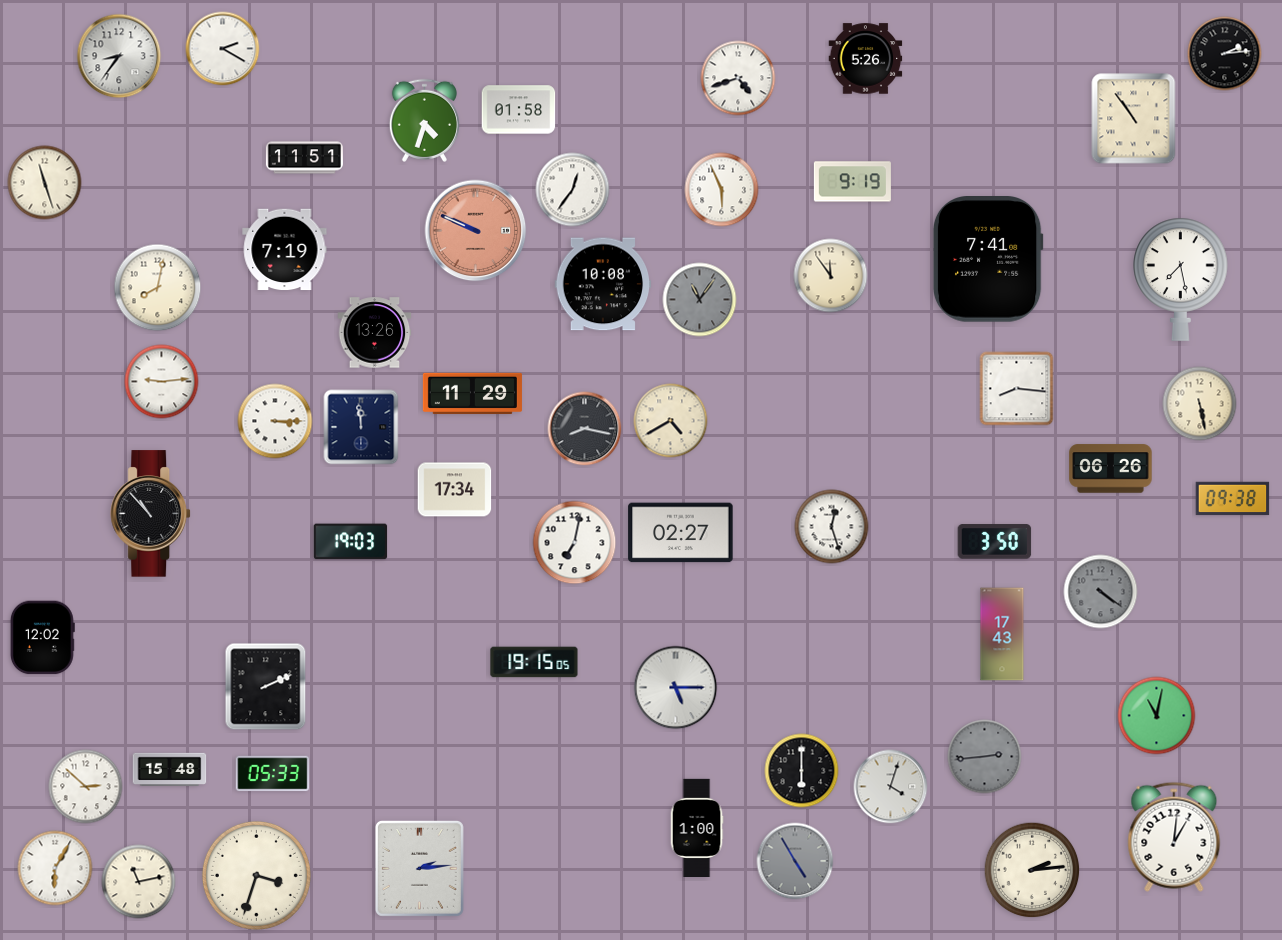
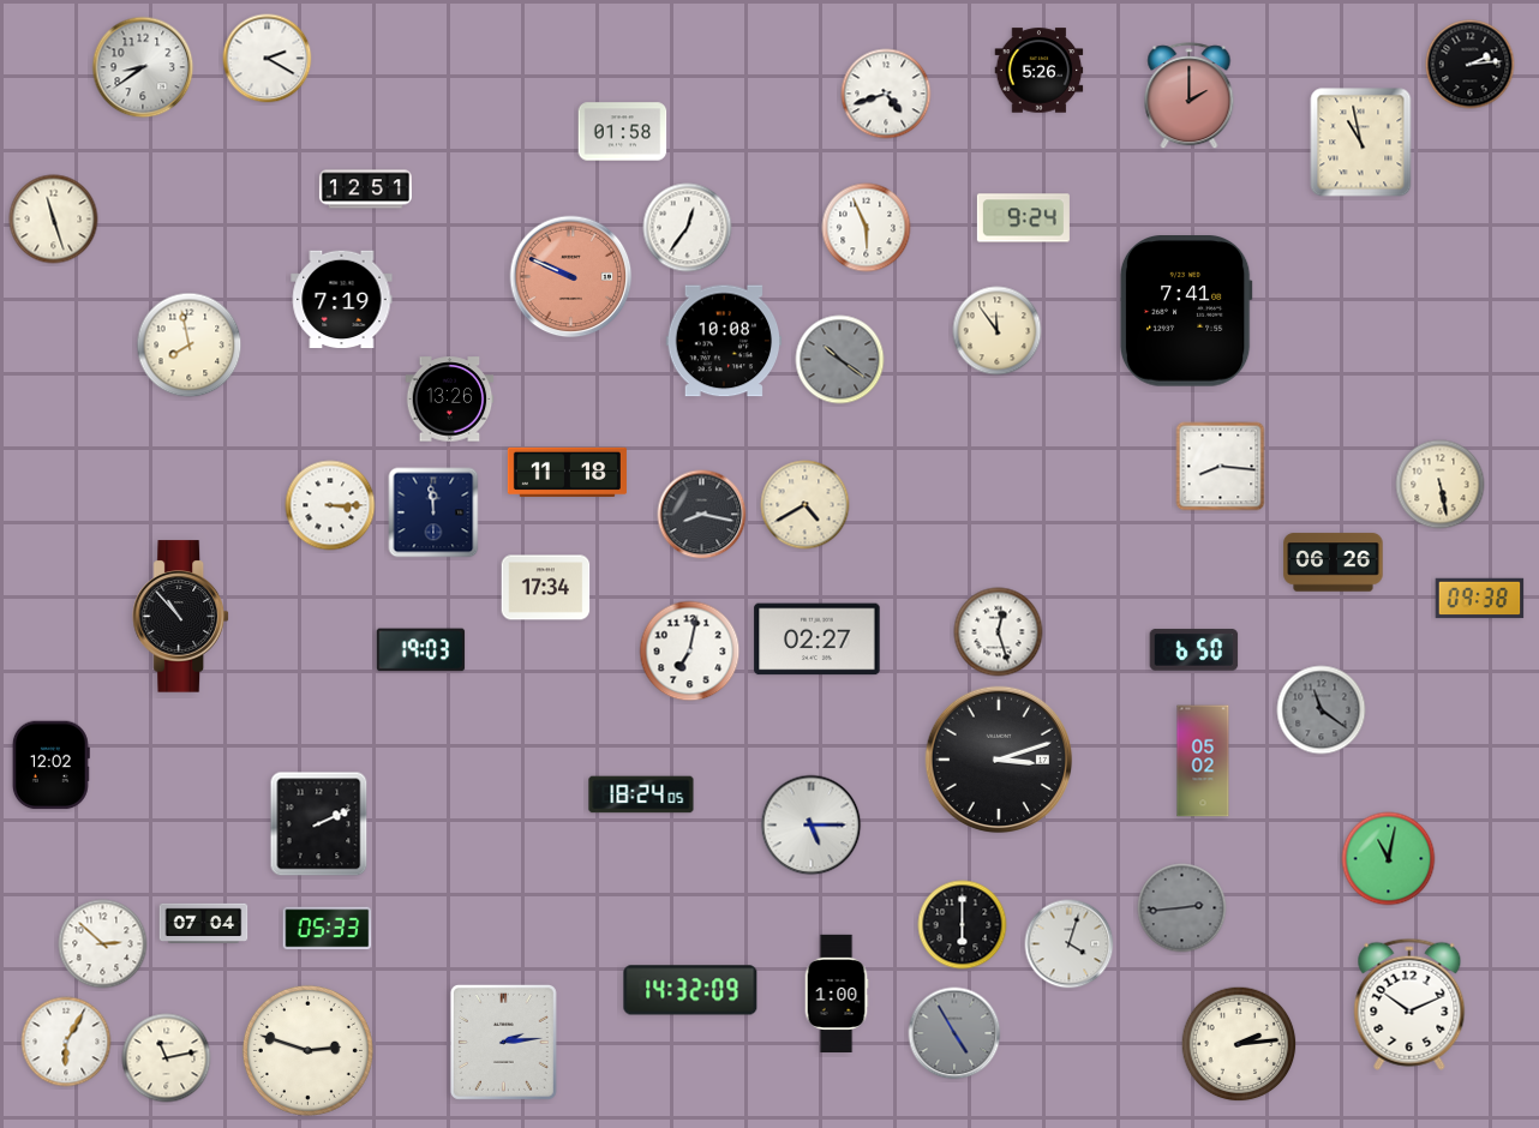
clock at (119, 56): 8:36 -> 8:39
clock at (1190, 96): none -> 2:00
clock at (1134, 119): 10:54 -> 10:58
clock at (424, 120): 4:33 -> none
clock at (304, 158): 11:51 -> 12:51
clock at (852, 182): 9:19 -> 9:24
clock at (1181, 279): 7:28 -> none
clock at (158, 288): 8:02 -> 7:58
clock at (700, 300): 11:06 -> 10:21
clock at (162, 382): 9:14 -> none
clock at (472, 393): 11:29 -> 11:18
clock at (995, 542): 3:50 -> 6:50
clock at (1101, 592): 4:21 -> 11:21
clock at (999, 760): none -> 3:12
clock at (1002, 634): 17:43 -> 05:02
clock at (534, 662): 19:15 -> 18:24
clock at (170, 769): 15:48 -> 07:04
clock at (690, 990): none -> 14:32
clock at (1174, 837): 1:01 -> 10:11
clock at (256, 875): 3:33 -> 2:48
